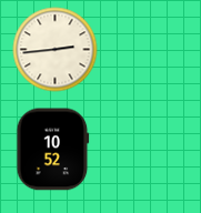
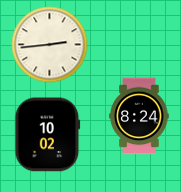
clock at (139, 116): none -> 8:24
clock at (53, 150): 10:52 -> 10:02
